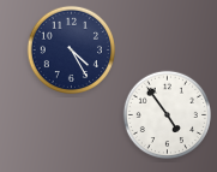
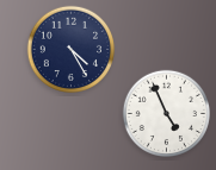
clock at (167, 114): 4:54 -> 4:56
